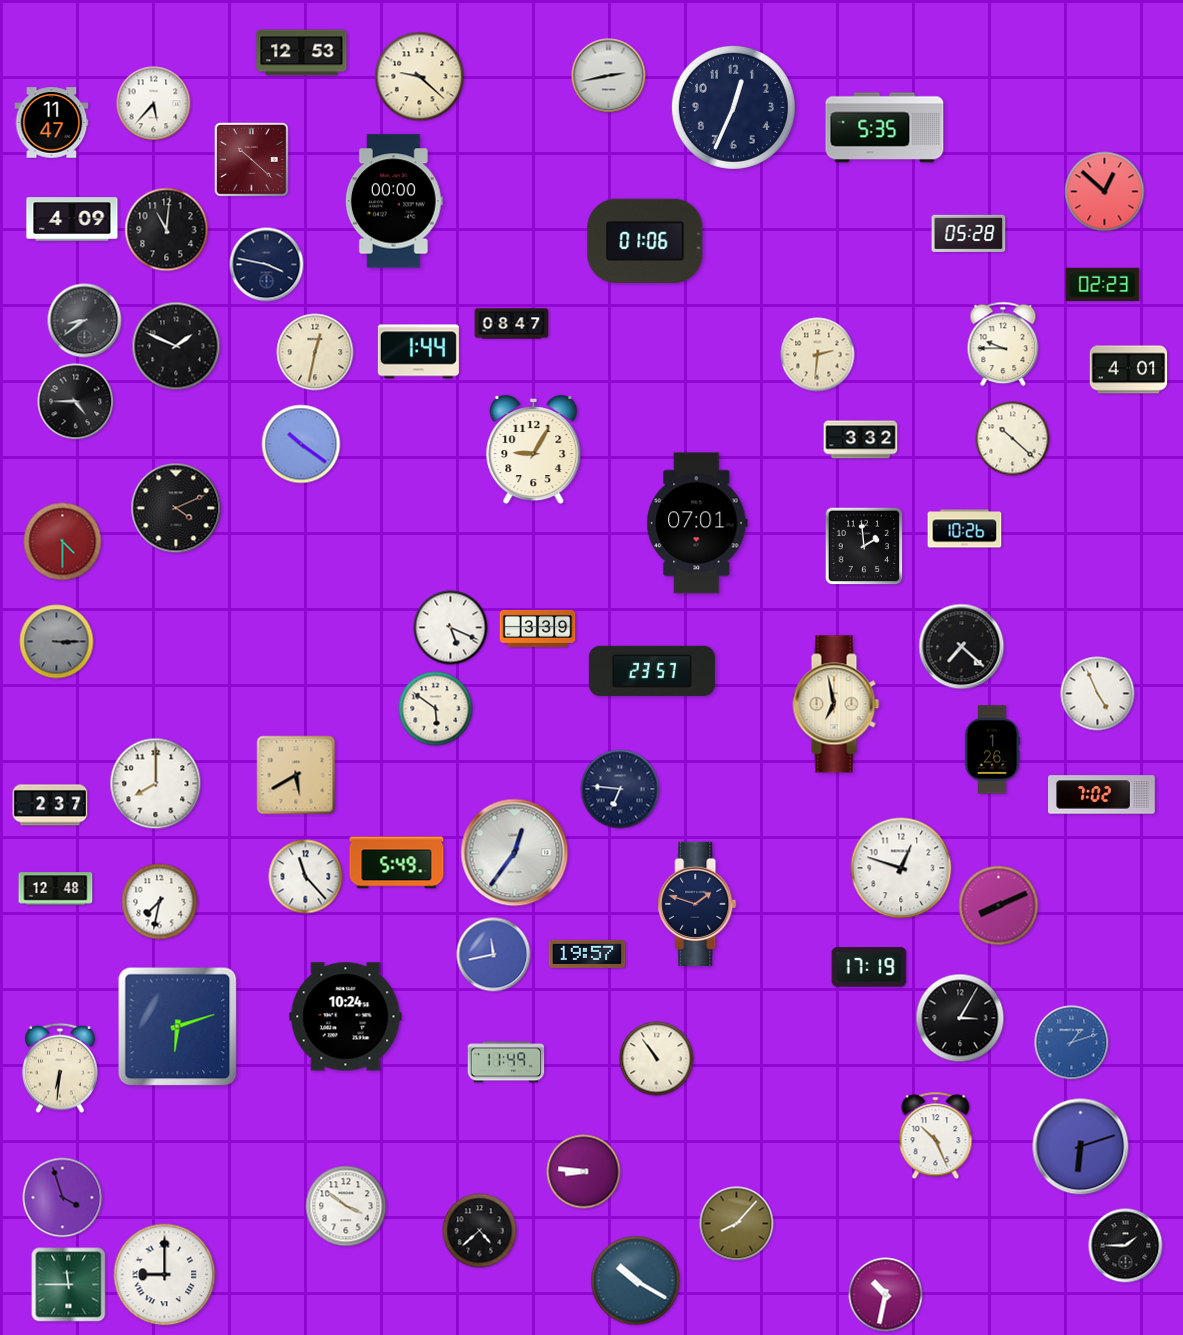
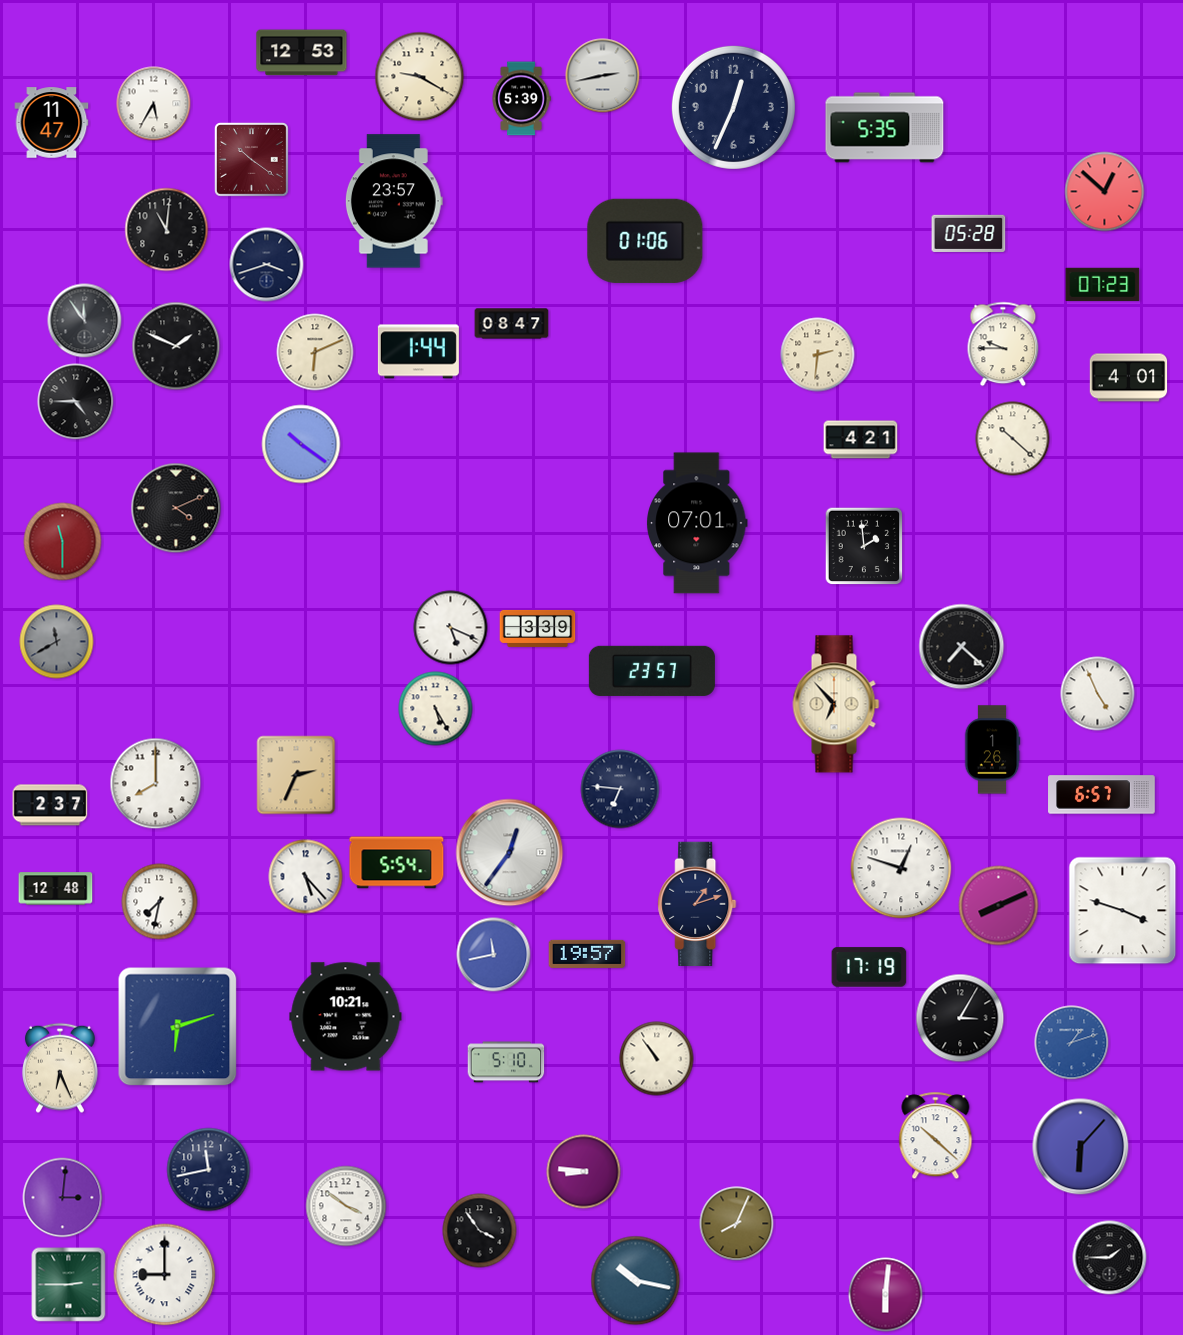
clock at (609, 76) position: (609, 76) -> (603, 76)
clock at (420, 77): 9:22 -> 9:20
clock at (521, 99): none -> 5:39
clock at (154, 104): 5:37 -> 5:35
clock at (251, 159): 10:22 -> 10:21
clock at (394, 201): 00:00 -> 23:57
clock at (72, 219): 4:09 -> none
clock at (267, 265): 3:47 -> 3:42
clock at (1103, 284): 02:23 -> 07:23
clock at (85, 321): 8:39 -> 11:54
clock at (315, 352): 12:32 -> 6:11
clock at (1129, 370) position: (1129, 370) -> (1129, 378)
clock at (861, 440): 3:32 -> 4:21
clock at (534, 450): 9:05 -> none
clock at (965, 529): 10:26 -> none
clock at (63, 542): 4:30 -> 11:30
clock at (57, 642): 3:15 -> 11:40
clock at (836, 704): 6:58 -> 6:53
clock at (436, 709): 5:51 -> 5:25
clock at (296, 775): 5:40 -> 2:34
clock at (1102, 795): 7:02 -> 6:57
clock at (515, 853) position: (515, 853) -> (510, 853)
clock at (397, 863): 5:49 -> 5:54
clock at (306, 877): 11:23 -> 5:23
clock at (697, 903): 1:48 -> 1:12
clock at (1123, 911): none -> 3:48
clock at (346, 1017): 10:24 -> 10:21
clock at (506, 1062): 11:49 -> 5:10
clock at (61, 1068): 6:31 -> 6:26
clock at (936, 1136): 10:26 -> 10:22
clock at (1081, 1147): 6:12 -> 6:07
clock at (209, 1170): none -> 11:43
clock at (63, 1198): 3:57 -> 3:01
clock at (737, 1224): 8:07 -> 8:04
clock at (480, 1231): 4:38 -> 3:54
clock at (1126, 1246) position: (1126, 1246) -> (1110, 1258)
clock at (636, 1281): 10:20 -> 10:17
clock at (69, 1285): 11:45 -> 2:45
clock at (886, 1295): 10:32 -> 6:01
